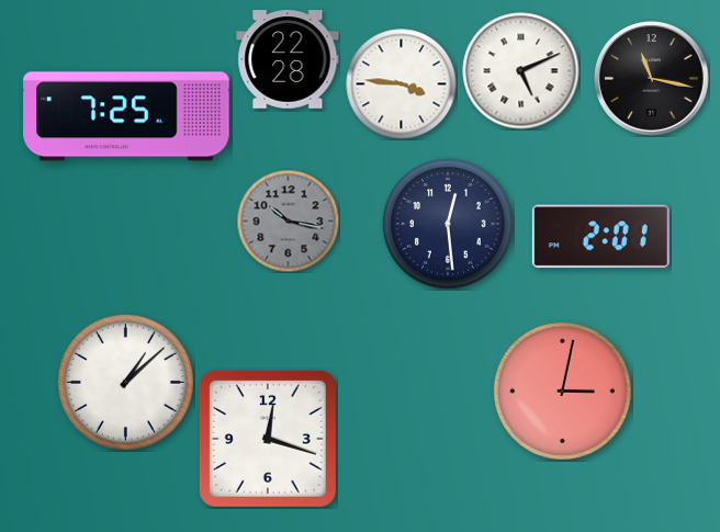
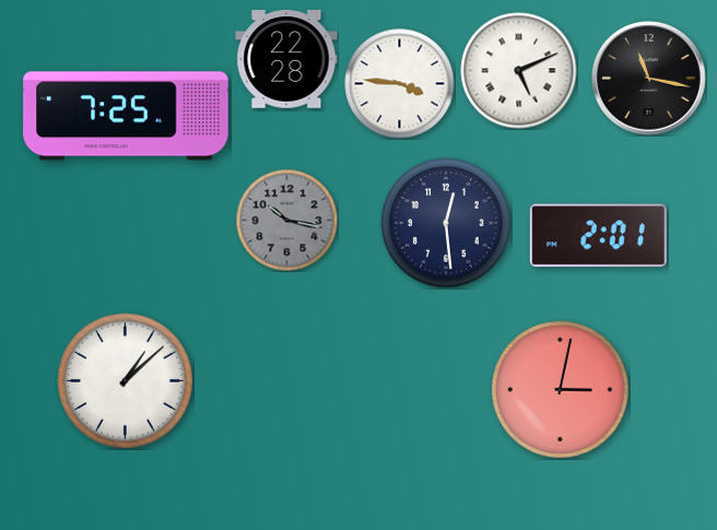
clock at (268, 439): 12:18 -> none
